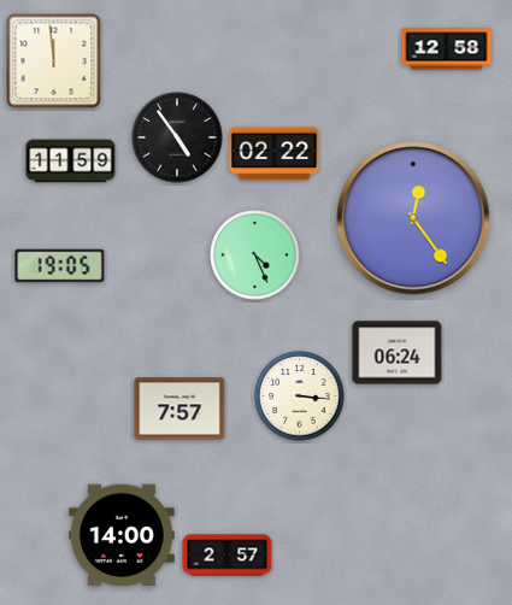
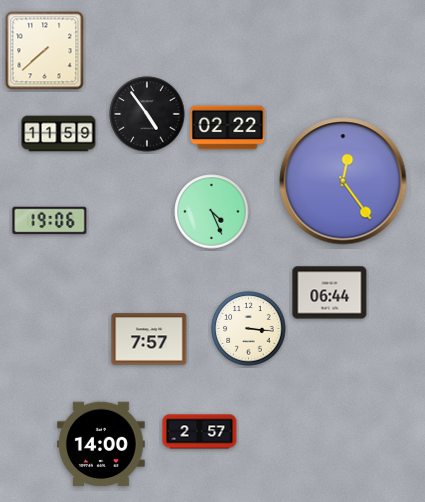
clock at (447, 49): 12:58 -> none
clock at (54, 61): 11:59 -> 7:38
clock at (60, 266): 19:05 -> 19:06
clock at (398, 353): 06:24 -> 06:44
clock at (228, 556) position: (228, 556) -> (200, 432)
